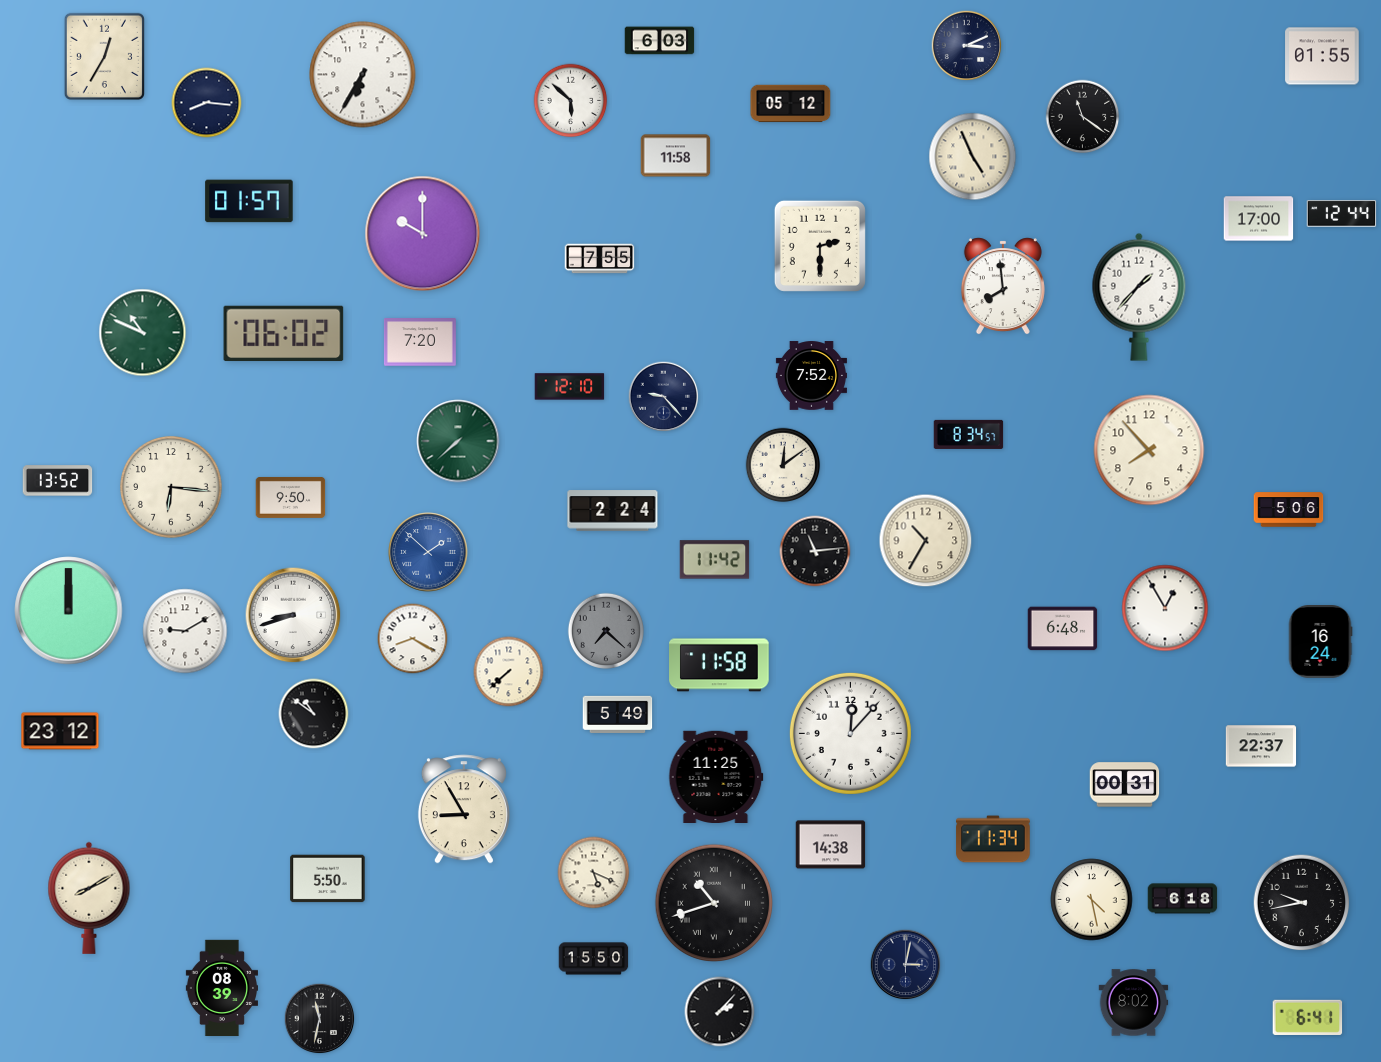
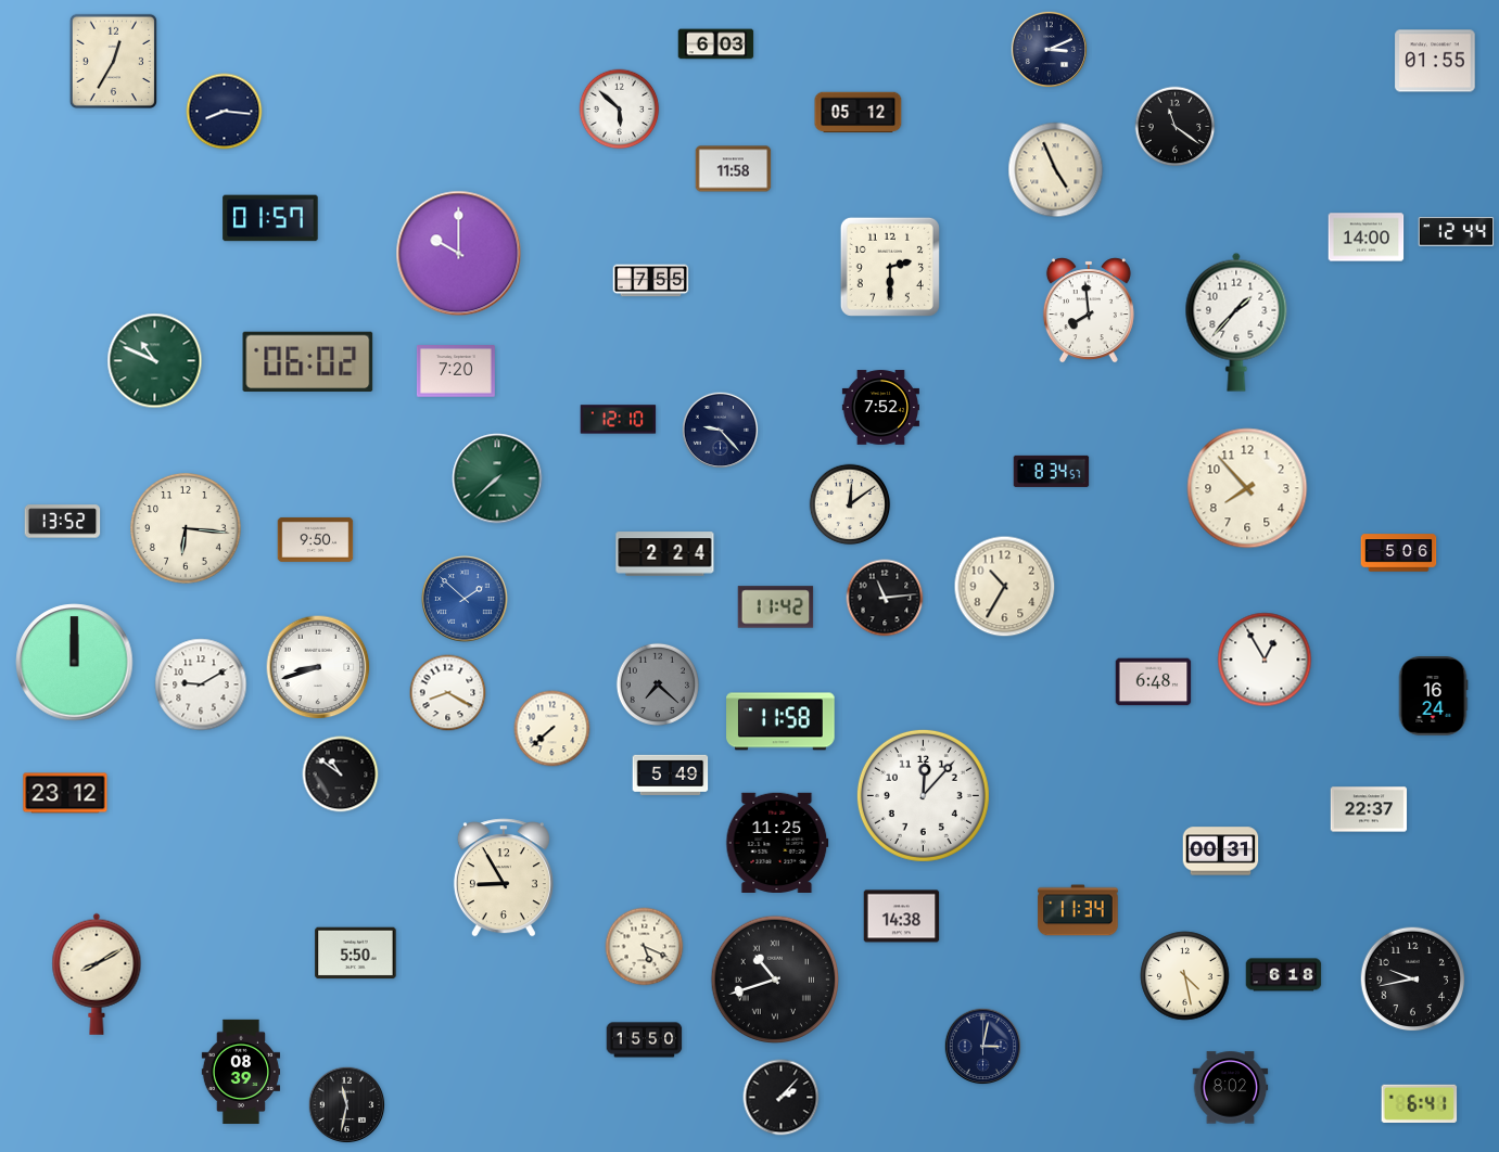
clock at (363, 75): 6:35 -> none
clock at (1259, 219): 17:00 -> 14:00
